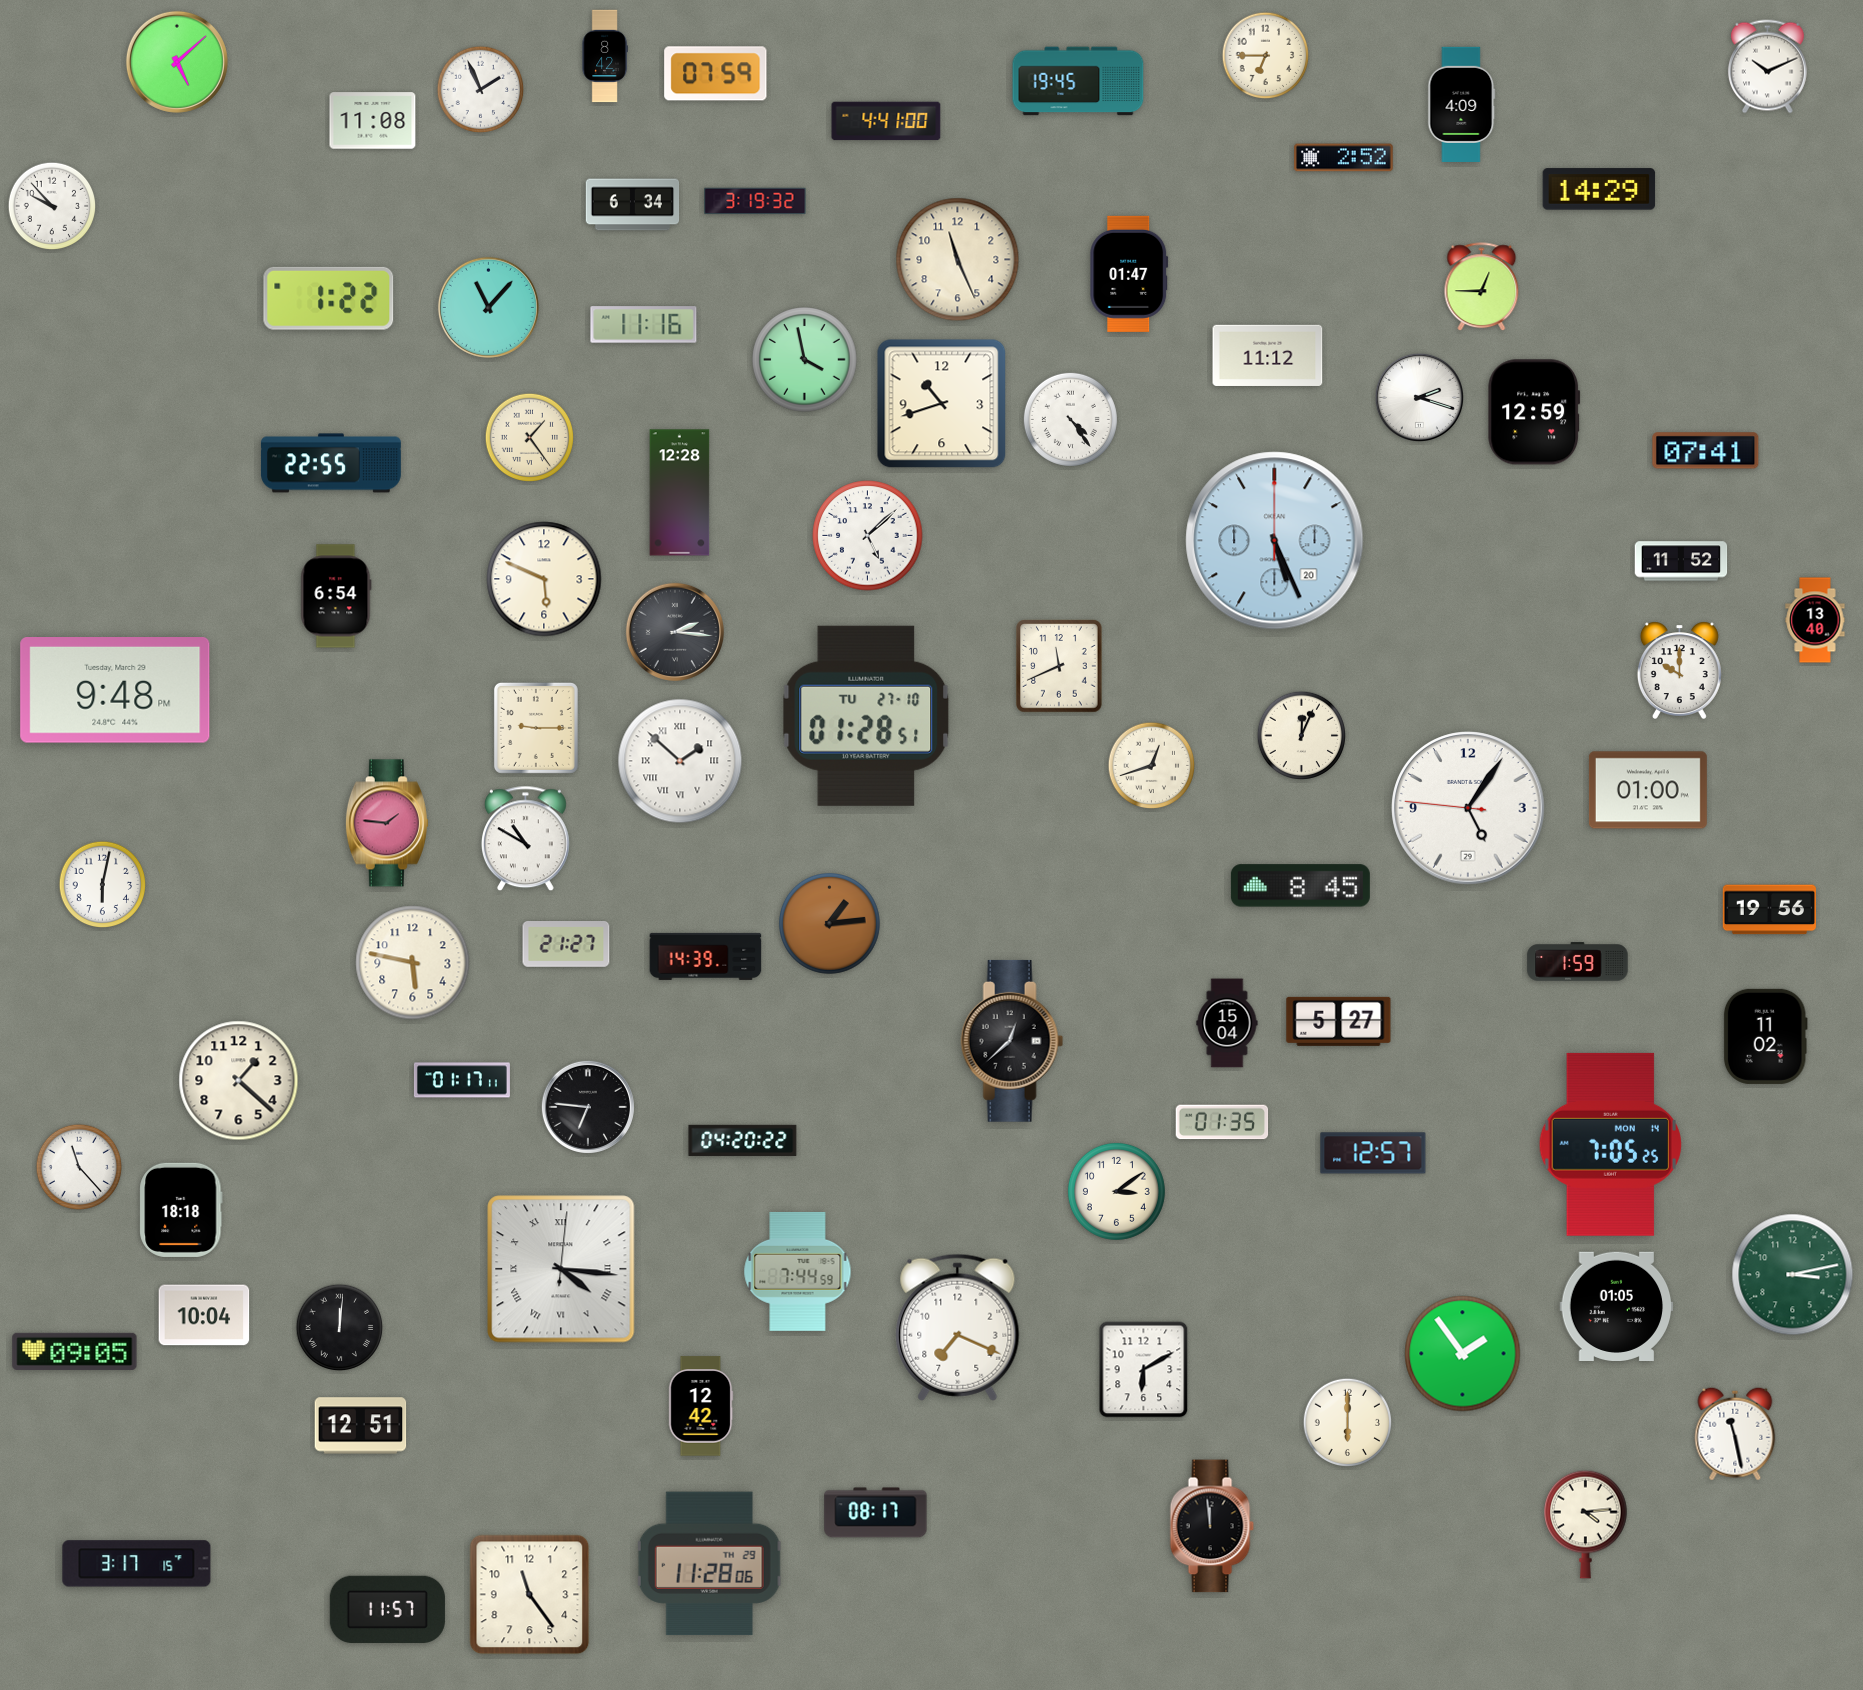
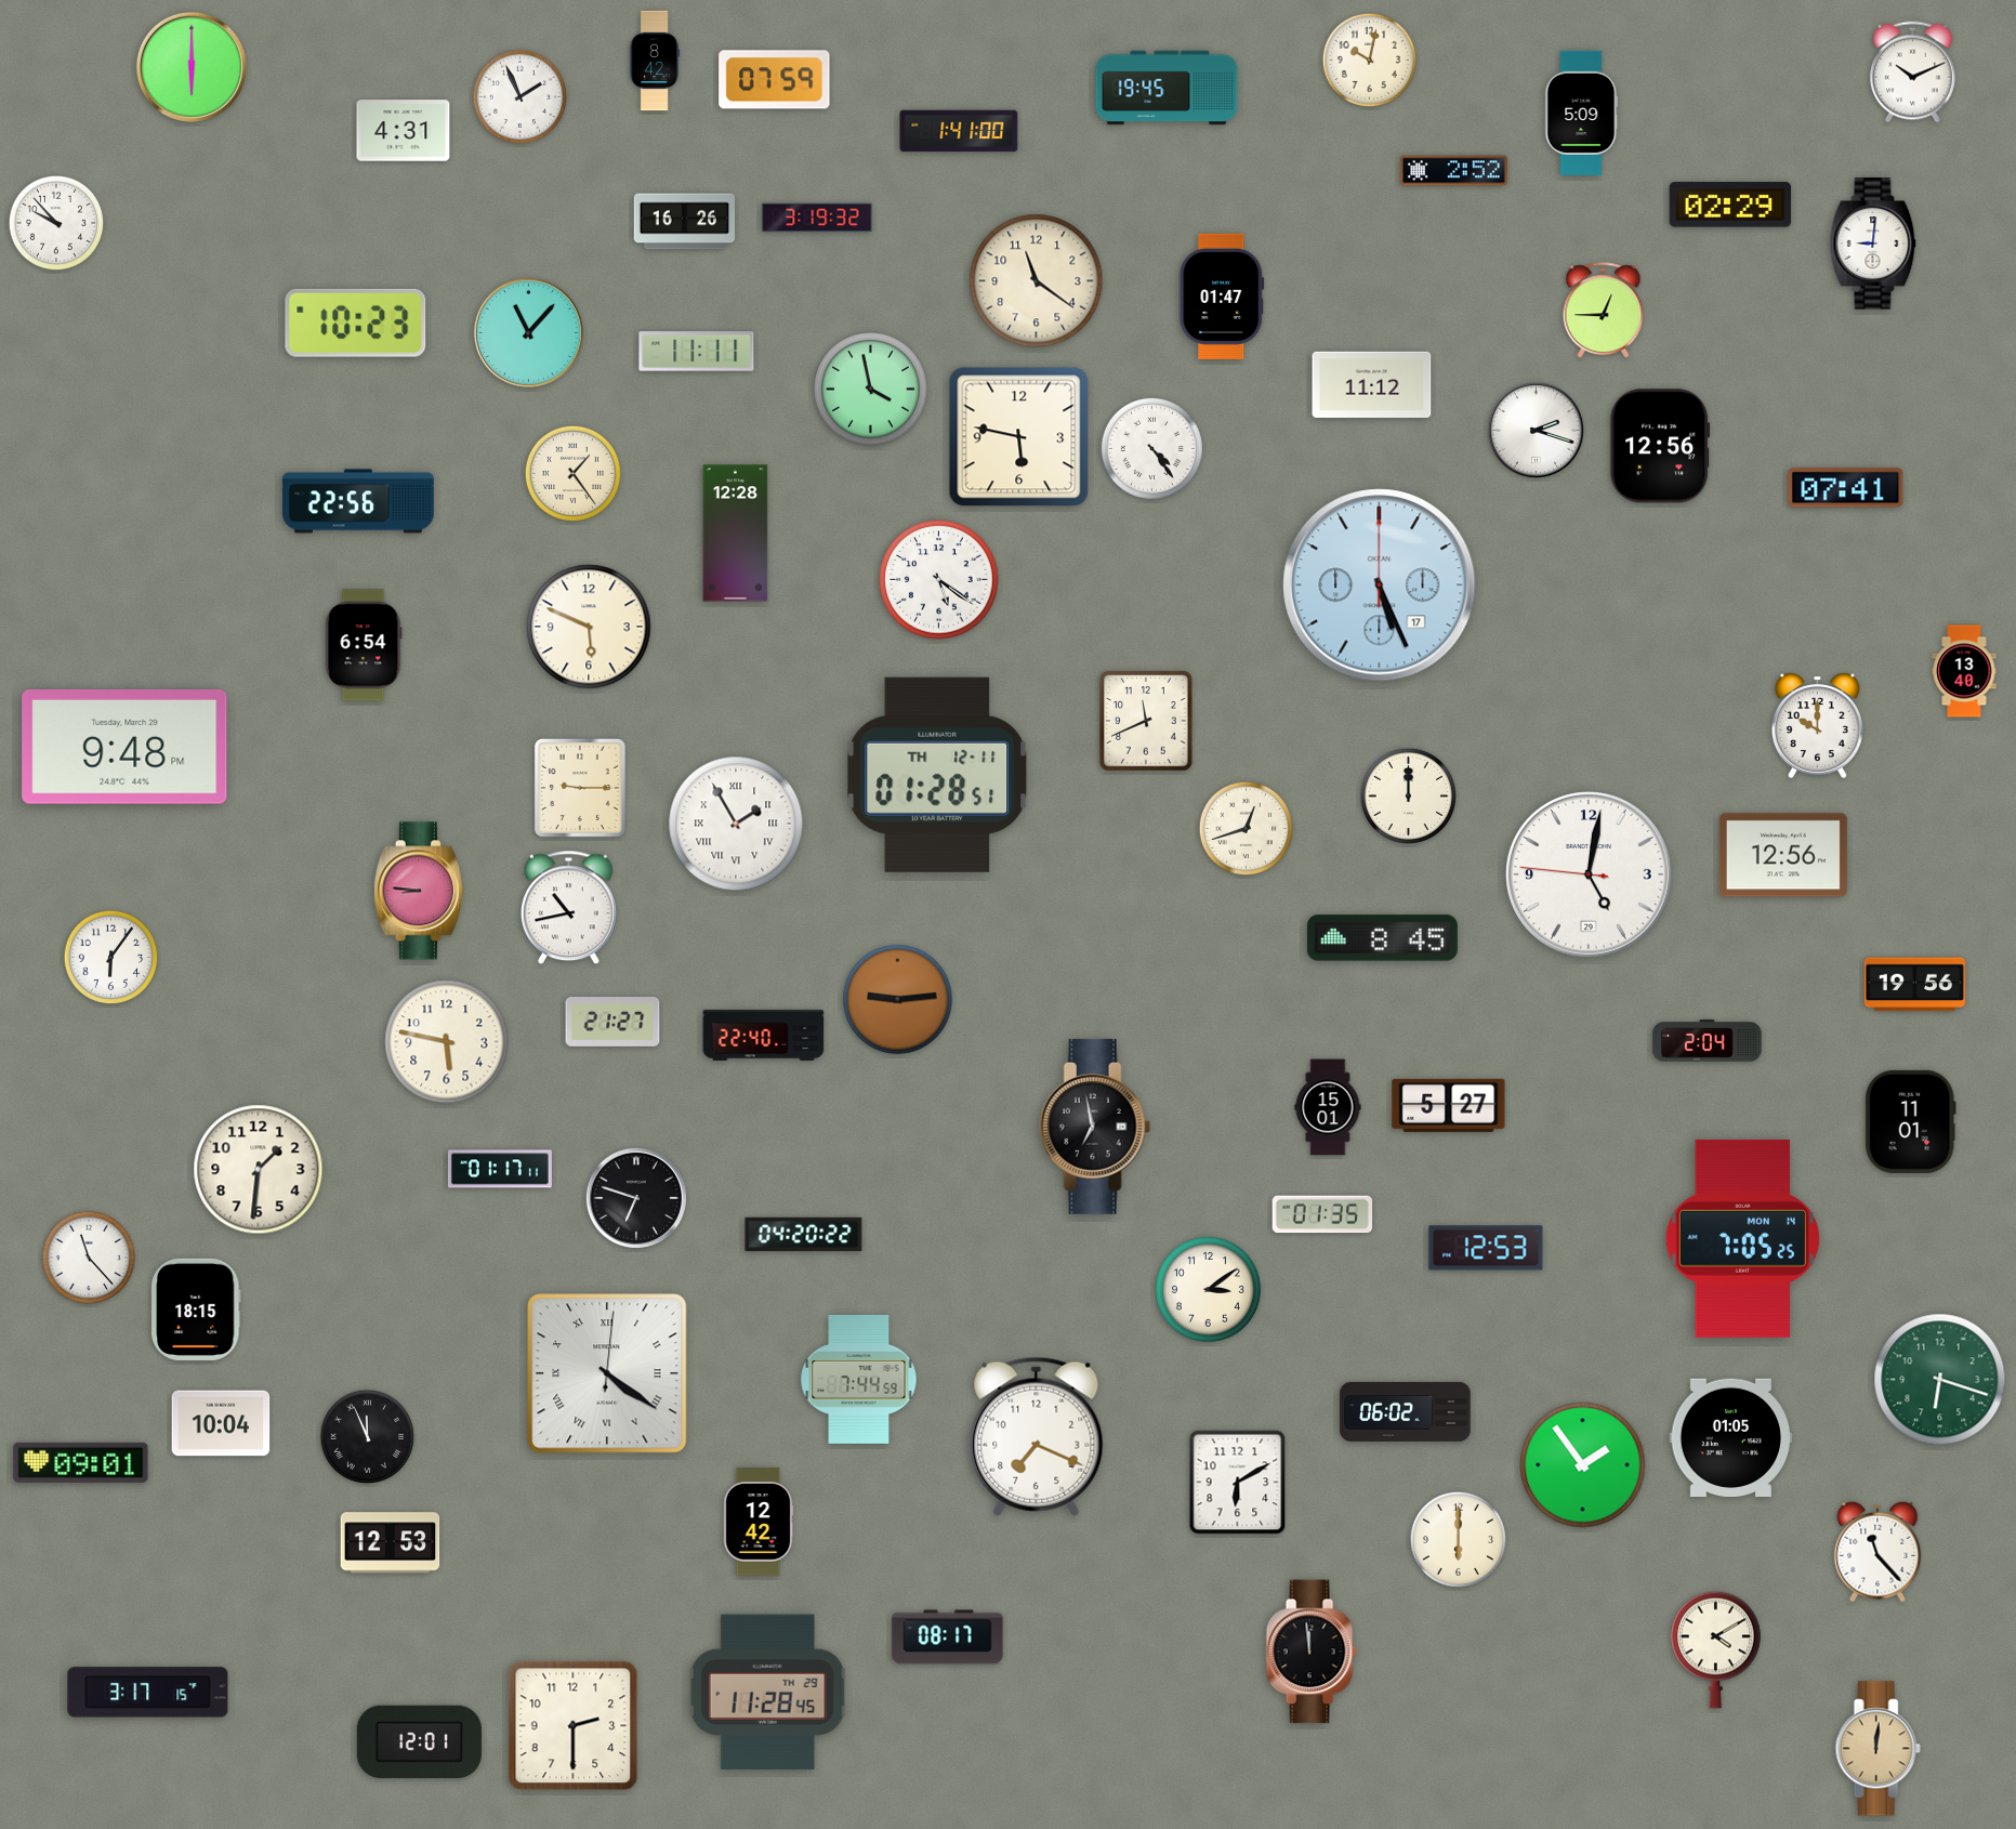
clock at (1266, 56): 6:45 -> 10:02
clock at (177, 62): 5:08 -> 6:00
clock at (1462, 104): 4:09 -> 5:09
clock at (373, 121): 11:08 -> 4:31
clock at (886, 121): 4:41 -> 1:41
clock at (1599, 189): 14:29 -> 02:29
clock at (633, 205): 6:34 -> 16:26
clock at (1873, 244): none -> 9:01
clock at (958, 260): 11:26 -> 11:21
clock at (329, 298): 1:22 -> 10:23
clock at (644, 325): 11:16 -> 11:11
clock at (942, 404): 10:42 -> 5:47
clock at (1534, 412): 12:59 -> 12:56
clock at (1070, 419) position: (1070, 419) -> (1151, 448)
clock at (331, 463): 22:55 -> 22:56
clock at (868, 536): 5:08 -> 5:21
clock at (1275, 541) date: 20 -> 17
clock at (1681, 561): 11:52 -> none
clock at (675, 632): 2:16 -> none
clock at (866, 716) date: TU 27-10 -> TH 12-11
clock at (1301, 735): 12:04 -> 12:00
clock at (680, 761): 1:52 -> 1:55
clock at (1648, 790): 01:00 -> 12:56
clock at (1468, 808): 5:05 -> 5:01
clock at (387, 823): 1:46 -> 8:46
clock at (525, 839): 10:50 -> 10:43
clock at (103, 885): 6:02 -> 6:06
clock at (1300, 886) position: (1300, 886) -> (1382, 938)
clock at (830, 924): 1:14 -> 9:14
clock at (706, 956): 14:39 -> 22:40
clock at (1578, 962): 1:59 -> 2:04
clock at (1227, 1023): 15:04 -> 15:01
clock at (1765, 1036): 11:02 -> 11:01
clock at (1012, 1041): 12:38 -> 6:58
clock at (239, 1081): 1:22 -> 1:31
clock at (588, 1107): 6:46 -> 6:48
clock at (1373, 1153): 12:57 -> 12:53
clock at (79, 1167) position: (79, 1167) -> (89, 1258)
clock at (181, 1210): 18:18 -> 18:15
clock at (561, 1269): 4:16 -> 4:21
clock at (798, 1271) position: (798, 1271) -> (859, 1379)
clock at (1793, 1275): 3:13 -> 6:18
clock at (1406, 1411): none -> 06:02
clock at (1617, 1306) position: (1617, 1306) -> (1731, 1437)
clock at (340, 1328): 12:01 -> 11:56
clock at (75, 1351): 09:05 -> 09:01
clock at (361, 1426): 12:51 -> 12:53
clock at (1735, 1434): 11:28 -> 11:23
clock at (1586, 1524): 4:14 -> 4:10
clock at (710, 1564): 11:28:06 -> 11:28:45
clock at (530, 1595): 11:24 -> 2:30
clock at (387, 1609): 11:57 -> 12:01
clock at (1877, 1749): none -> 12:01
